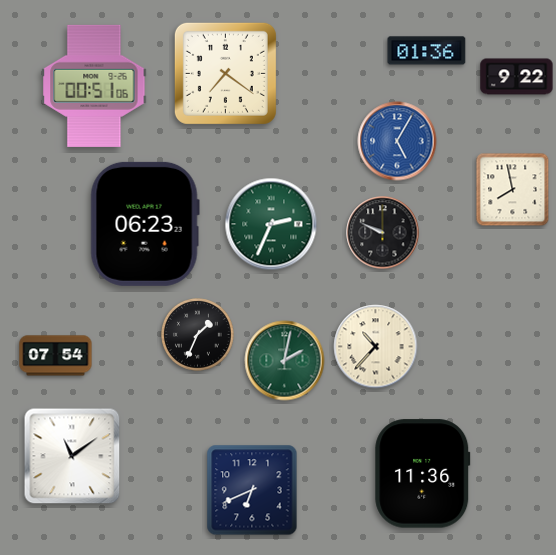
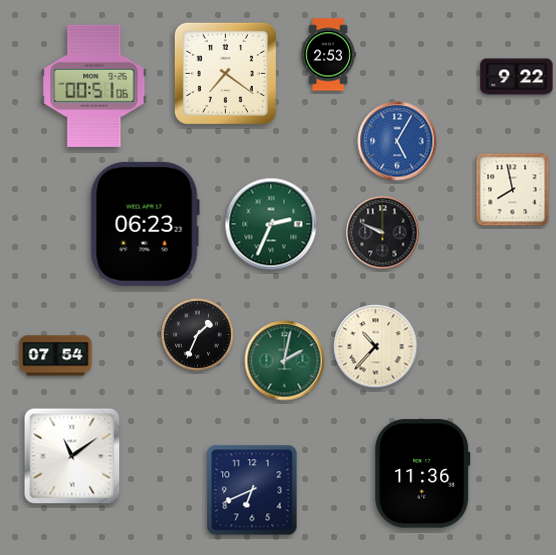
clock at (427, 51): 01:36 -> none
clock at (328, 55): none -> 2:53
